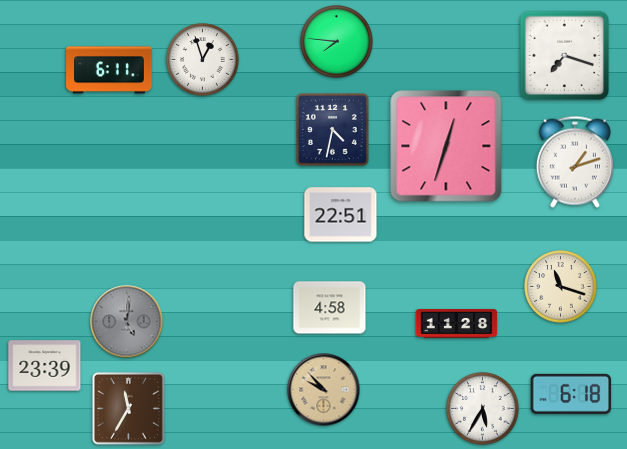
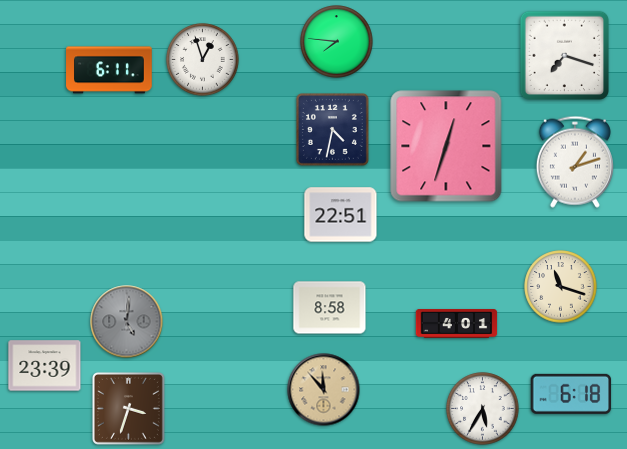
clock at (330, 308): 4:58 -> 8:58
clock at (457, 324): 11:28 -> 4:01
clock at (324, 390): 9:53 -> 11:53
clock at (128, 408): 11:35 -> 3:33
